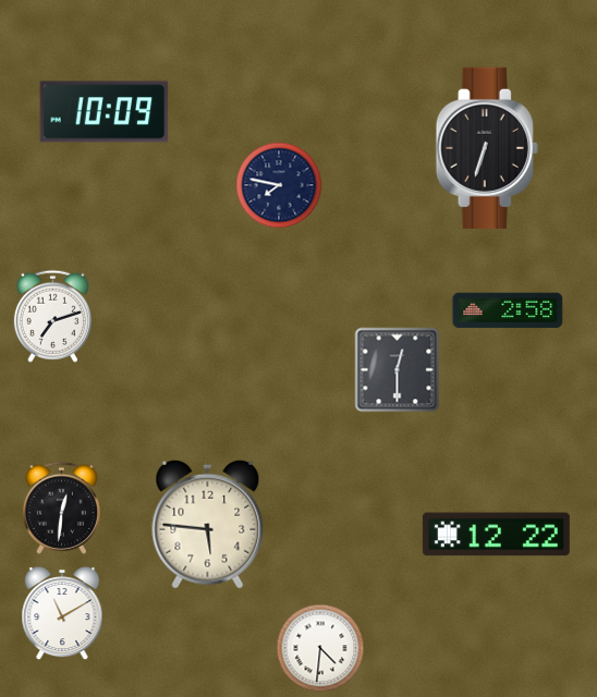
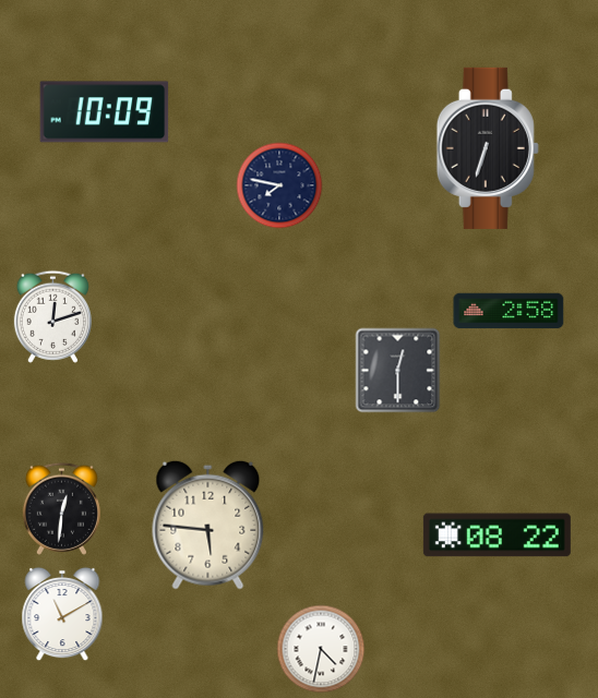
clock at (52, 316): 7:12 -> 12:12
clock at (496, 535): 12:22 -> 08:22
clock at (320, 648): 4:31 -> 4:32
